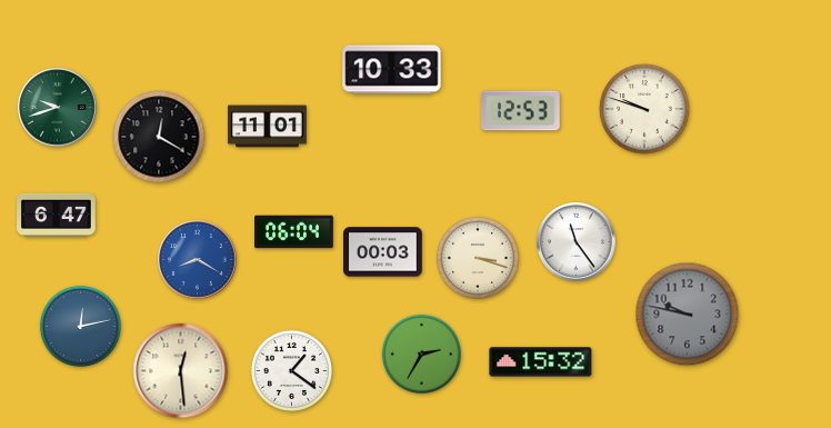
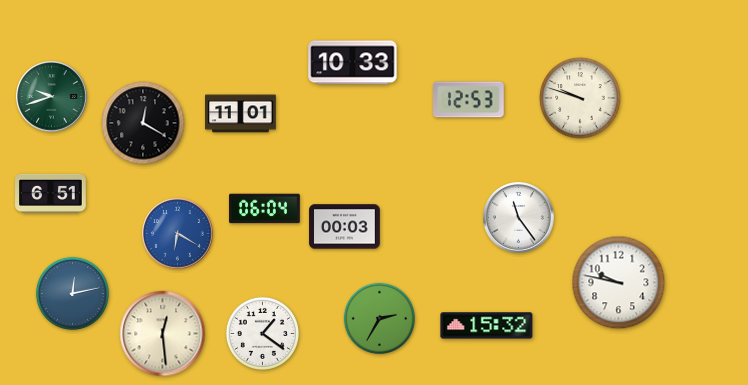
clock at (57, 215): 6:47 -> 6:51
clock at (478, 258): 3:18 -> none
clock at (198, 260): 8:20 -> 6:20
clock at (688, 315) dial: grey -> white
